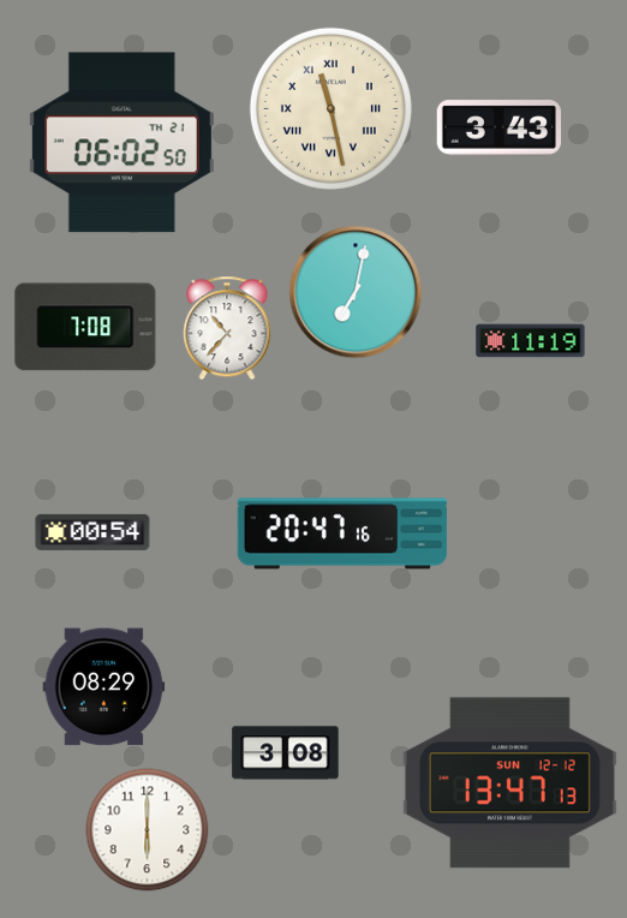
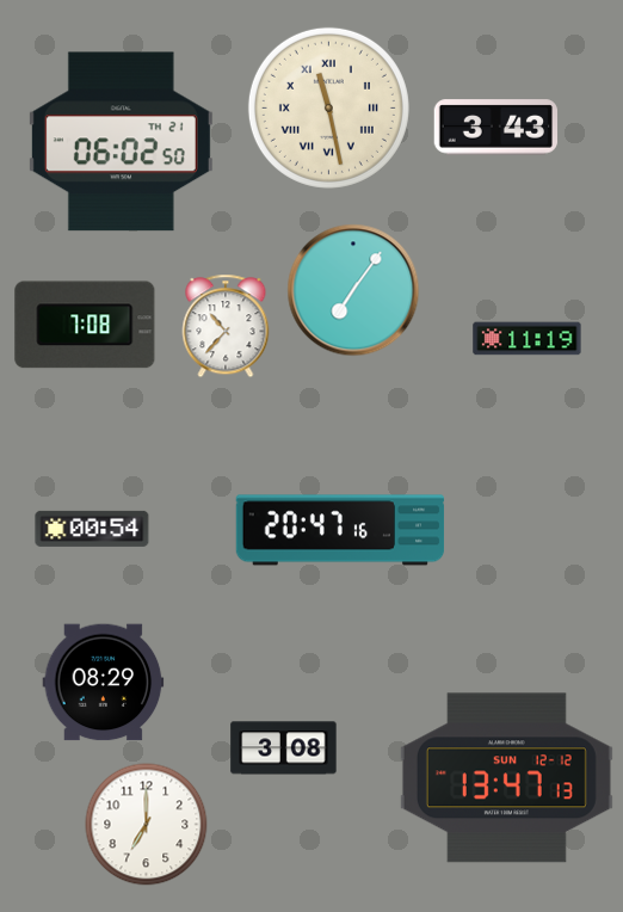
clock at (356, 292): 7:02 -> 7:06
clock at (148, 830): 6:00 -> 7:00
